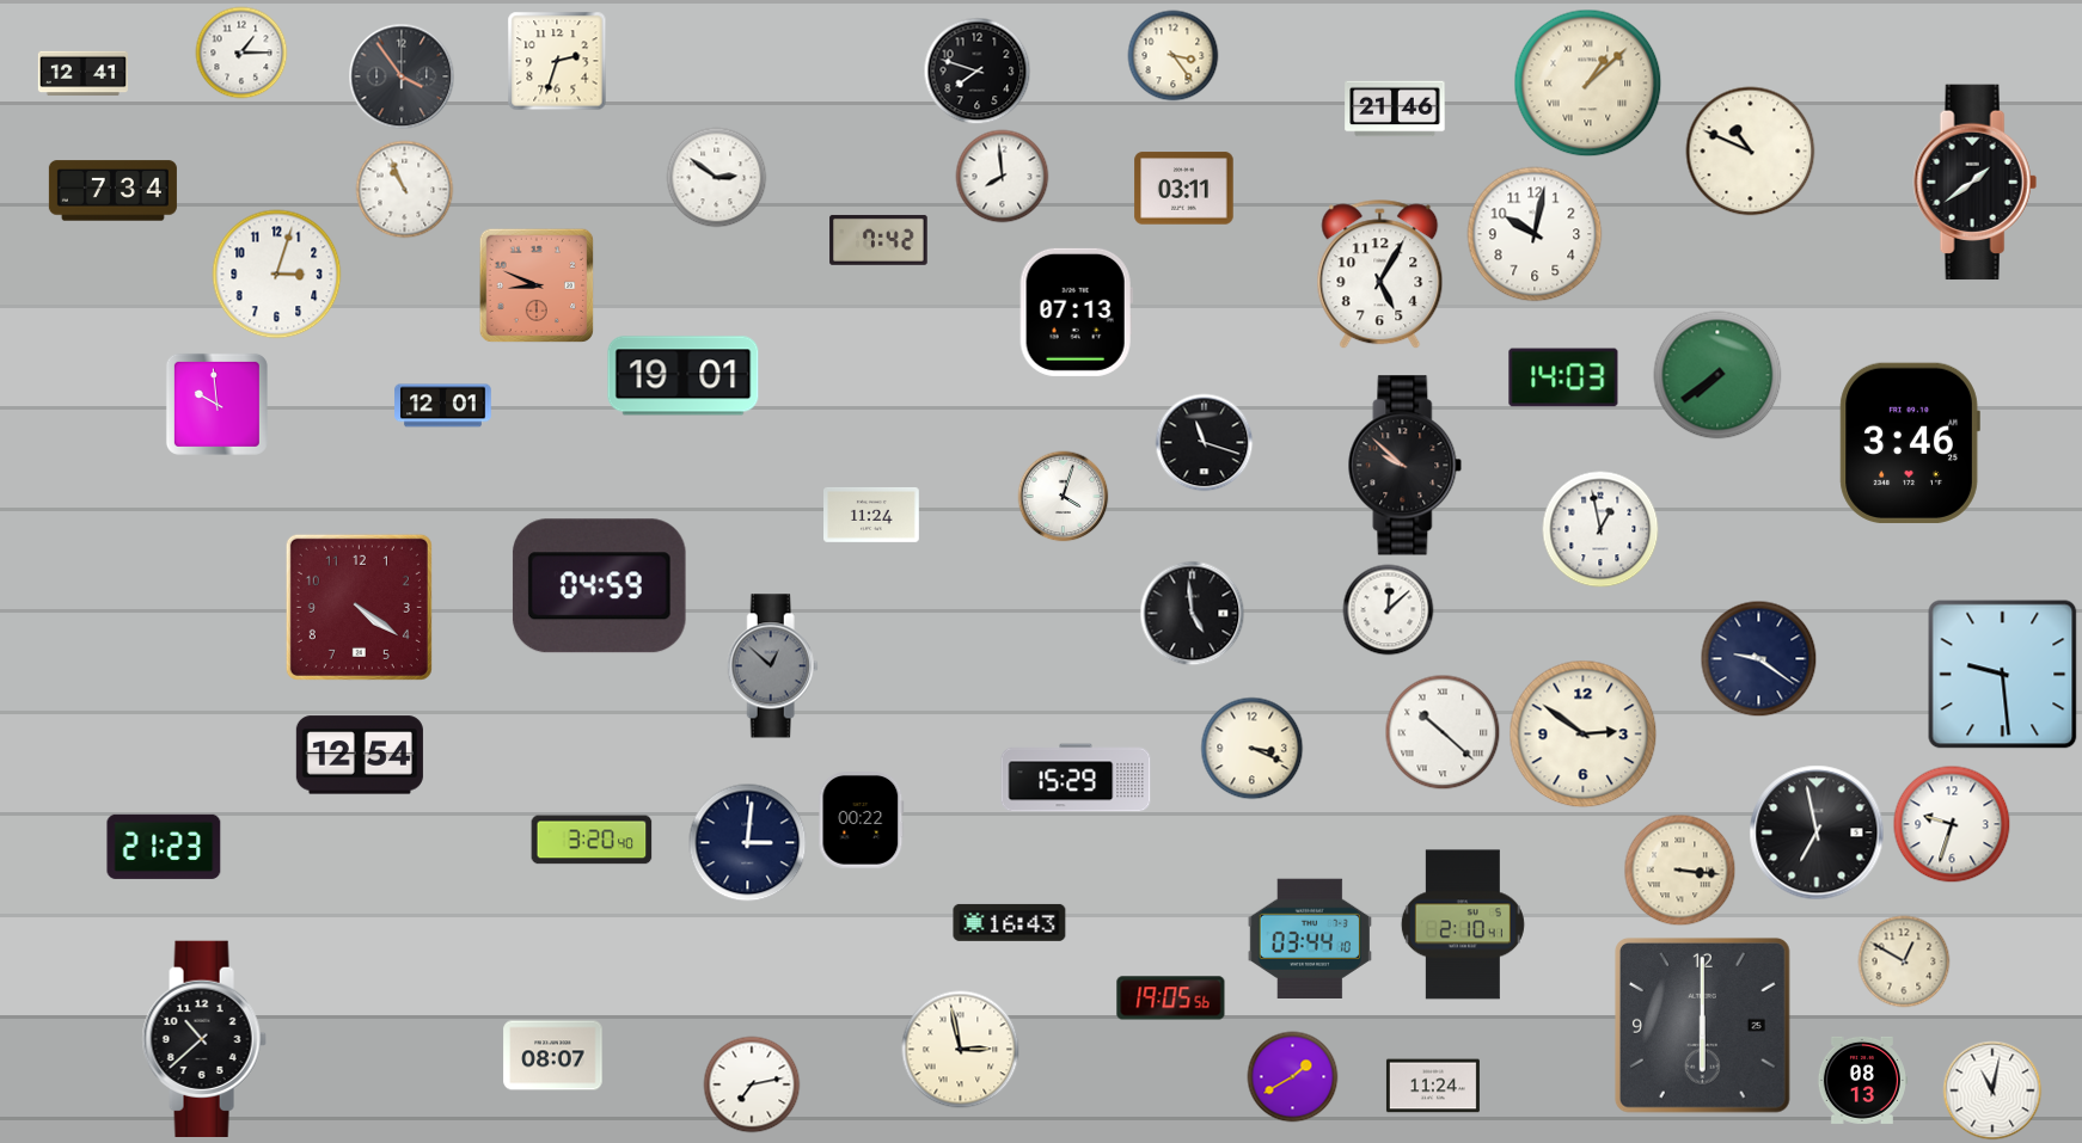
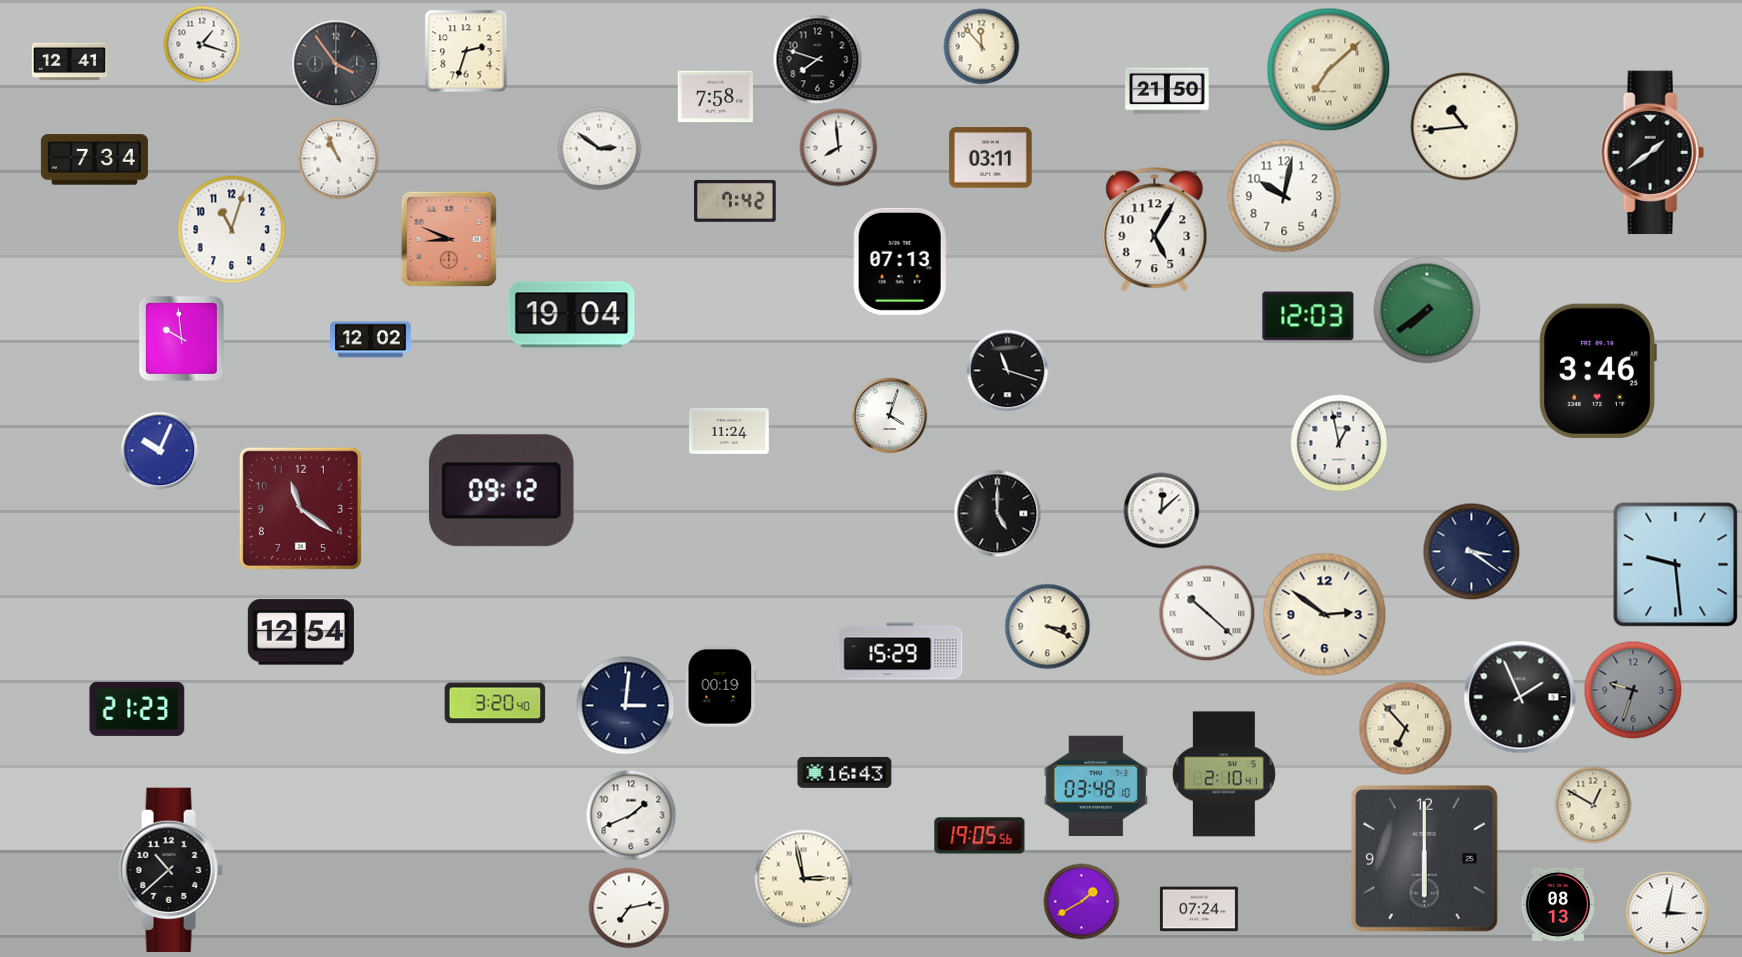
clock at (241, 53): 1:15 -> 1:18
clock at (1174, 56): 3:24 -> 11:53
clock at (1588, 84): 1:08 -> 7:08
clock at (1395, 109): 21:46 -> 21:50
clock at (715, 97): none -> 7:58
clock at (1751, 152): 10:49 -> 10:44
clock at (277, 275): 3:03 -> 11:03
clock at (1717, 375) position: (1717, 375) -> (1427, 310)
clock at (684, 376): 19:01 -> 19:04
clock at (1563, 377): 14:03 -> 12:03
clock at (443, 406): 12:01 -> 12:02
clock at (1406, 466): 9:52 -> none
clock at (160, 451): none -> 10:04
clock at (599, 586): 04:59 -> 09:12
clock at (359, 607): 4:21 -> 11:21
clock at (1193, 614): 4:59 -> 5:00
clock at (1759, 659): 9:21 -> 3:21
clock at (772, 666): 12:52 -> none
clock at (862, 821): 00:22 -> 00:19
clock at (1952, 824) dial: white -> grey
clock at (1817, 832): 6:58 -> 1:56
clock at (1680, 871): 3:16 -> 6:53
clock at (1310, 938): 03:44 -> 03:48
clock at (631, 815): none -> 1:41
clock at (553, 1056): 08:07 -> none
clock at (1433, 1086): 11:24 -> 07:24
clock at (1992, 1090): 11:02 -> 3:02
